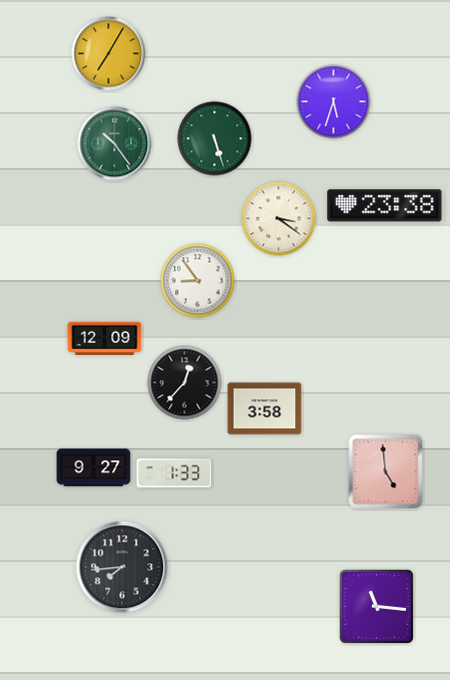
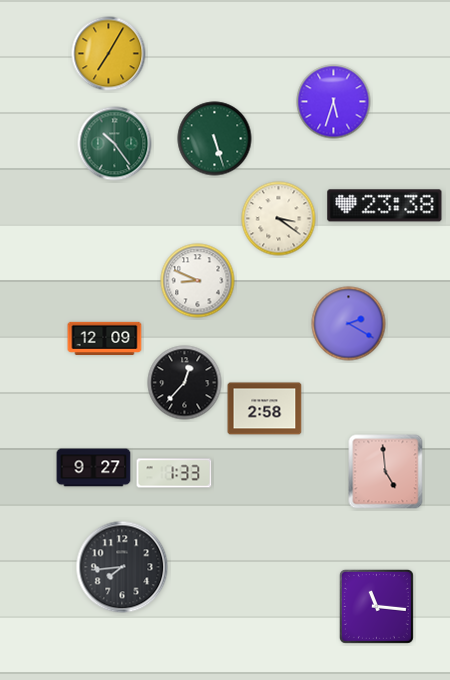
clock at (198, 281): 8:54 -> 8:49
clock at (349, 324): none -> 2:20
clock at (265, 409): 3:58 -> 2:58
